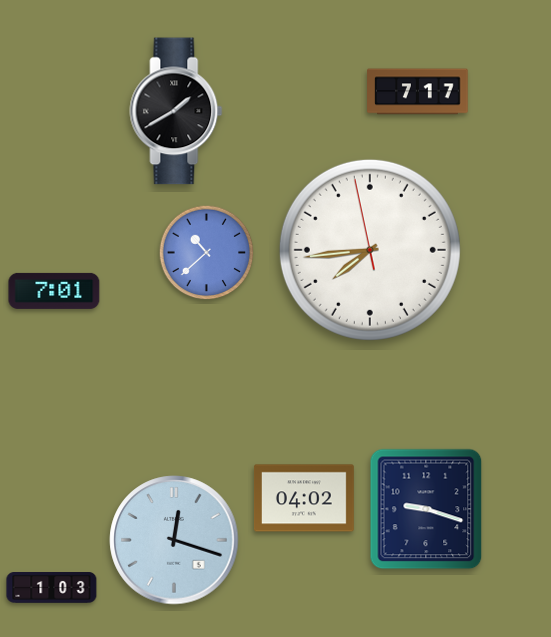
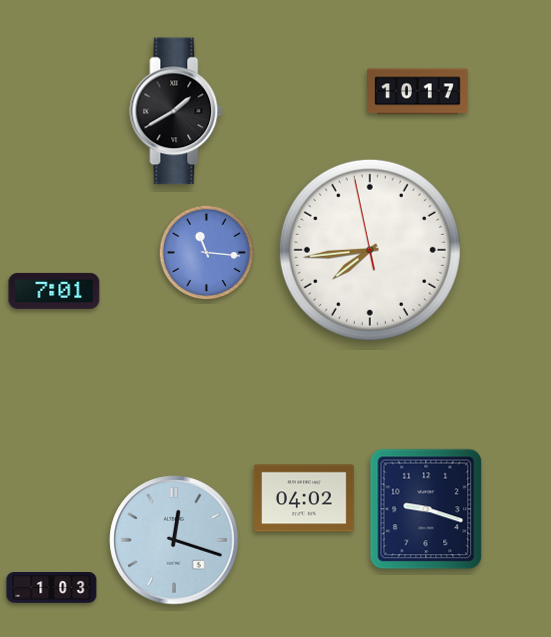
clock at (418, 92): 7:17 -> 10:17
clock at (207, 253): 10:38 -> 11:16
